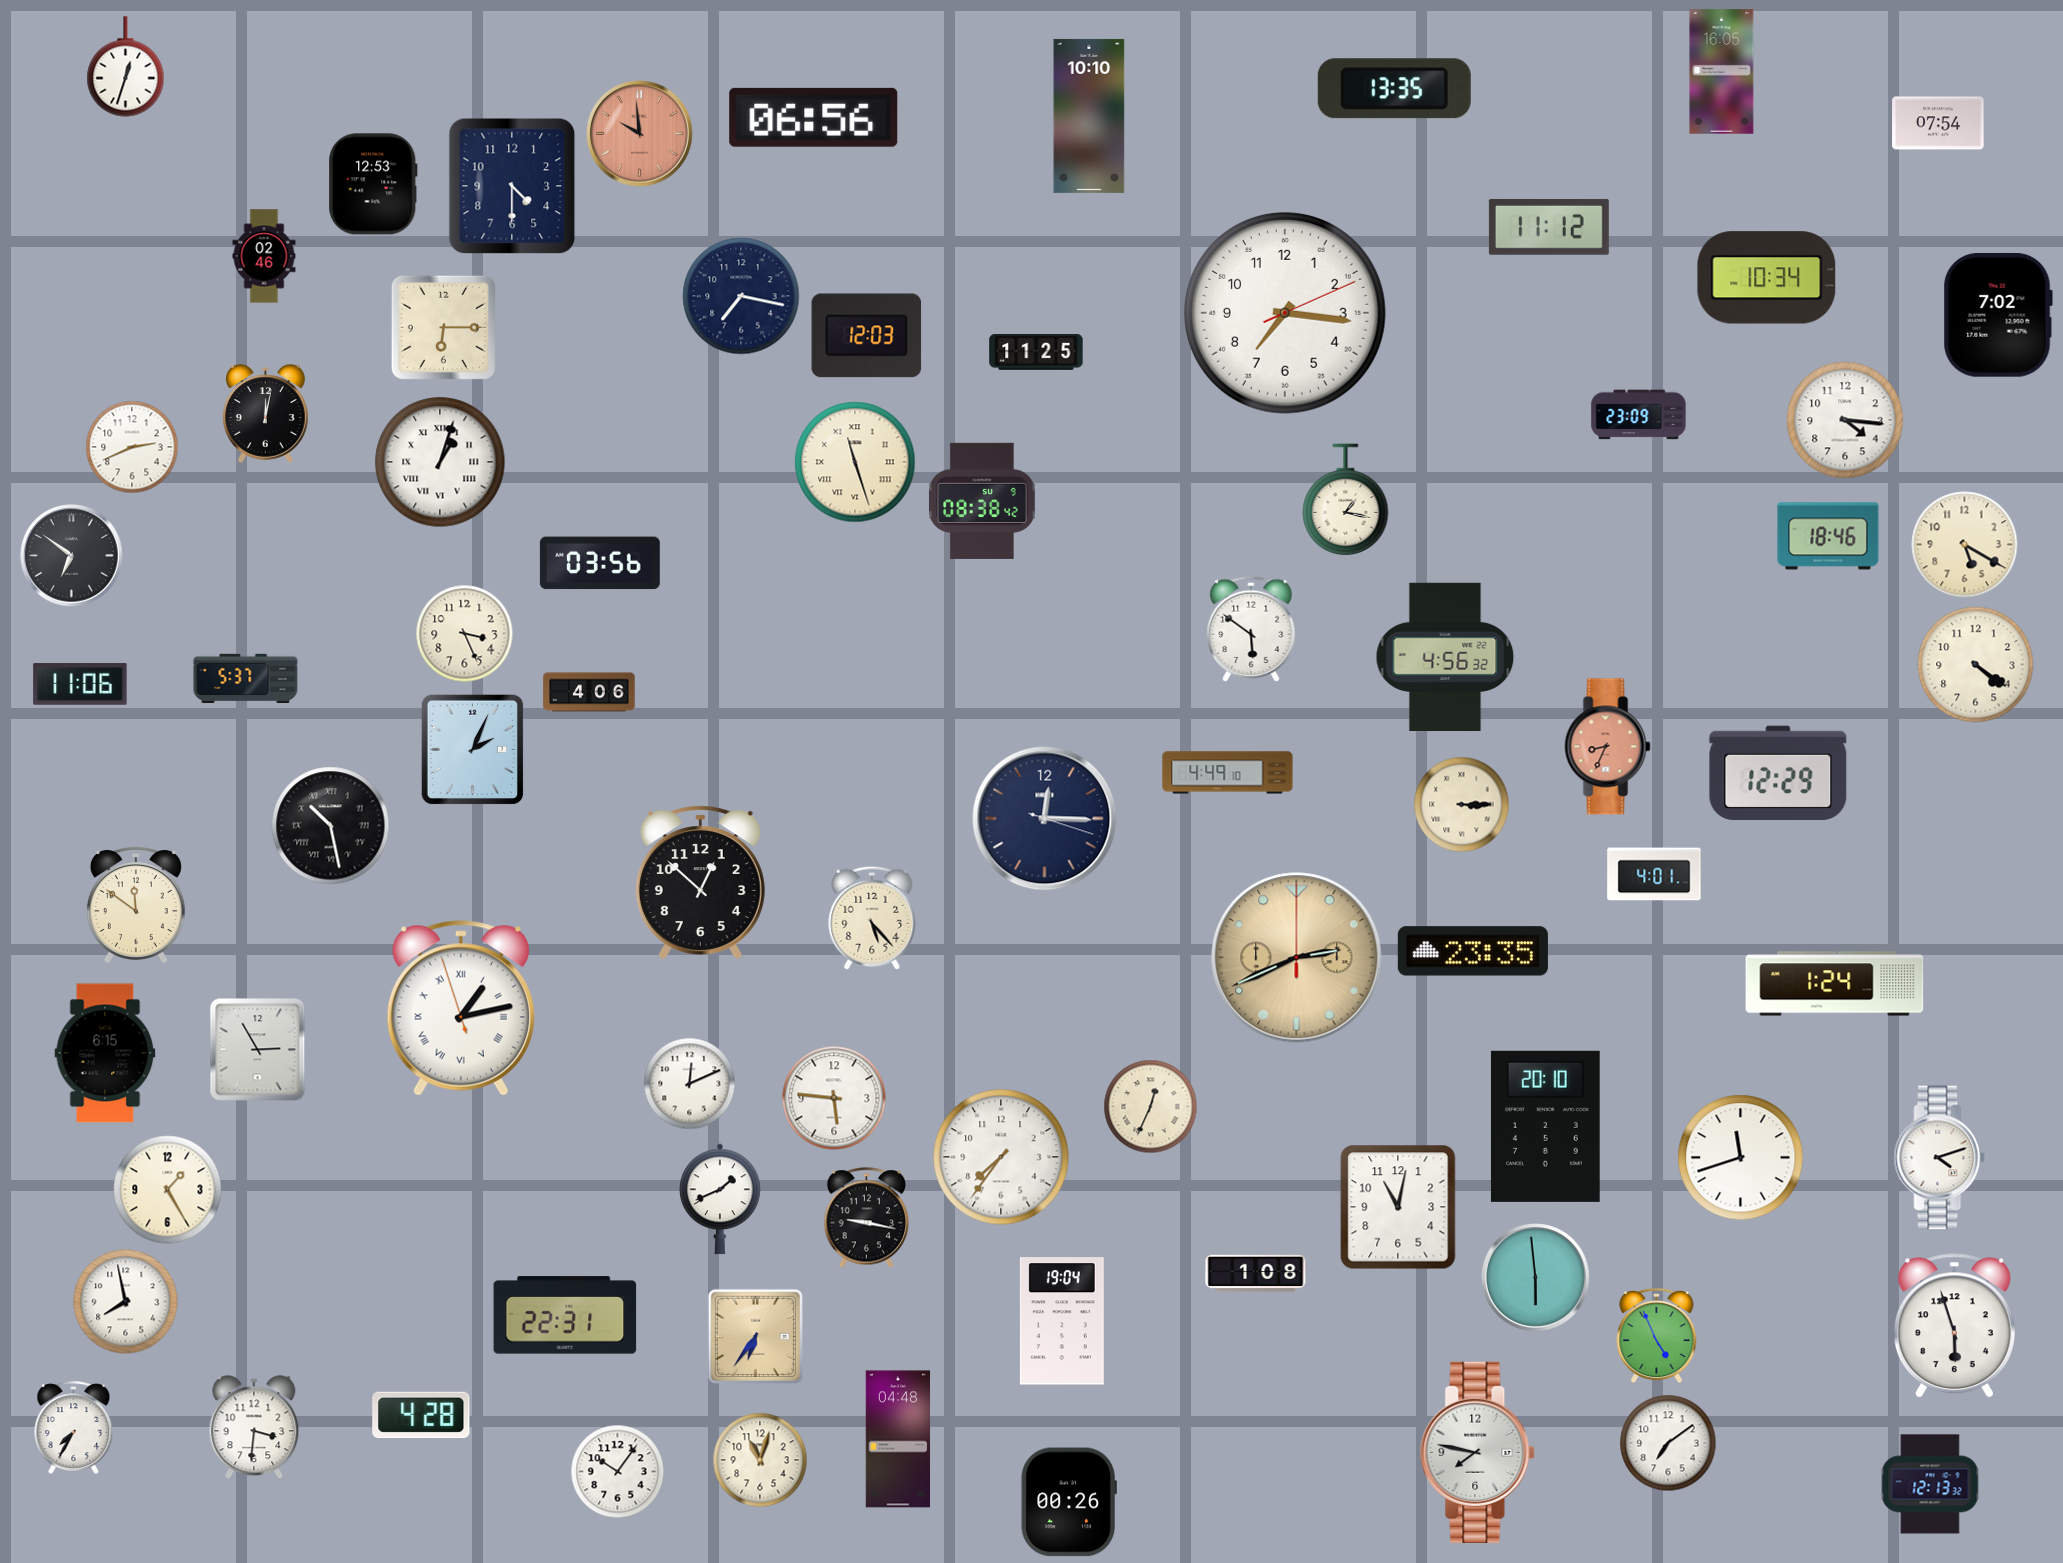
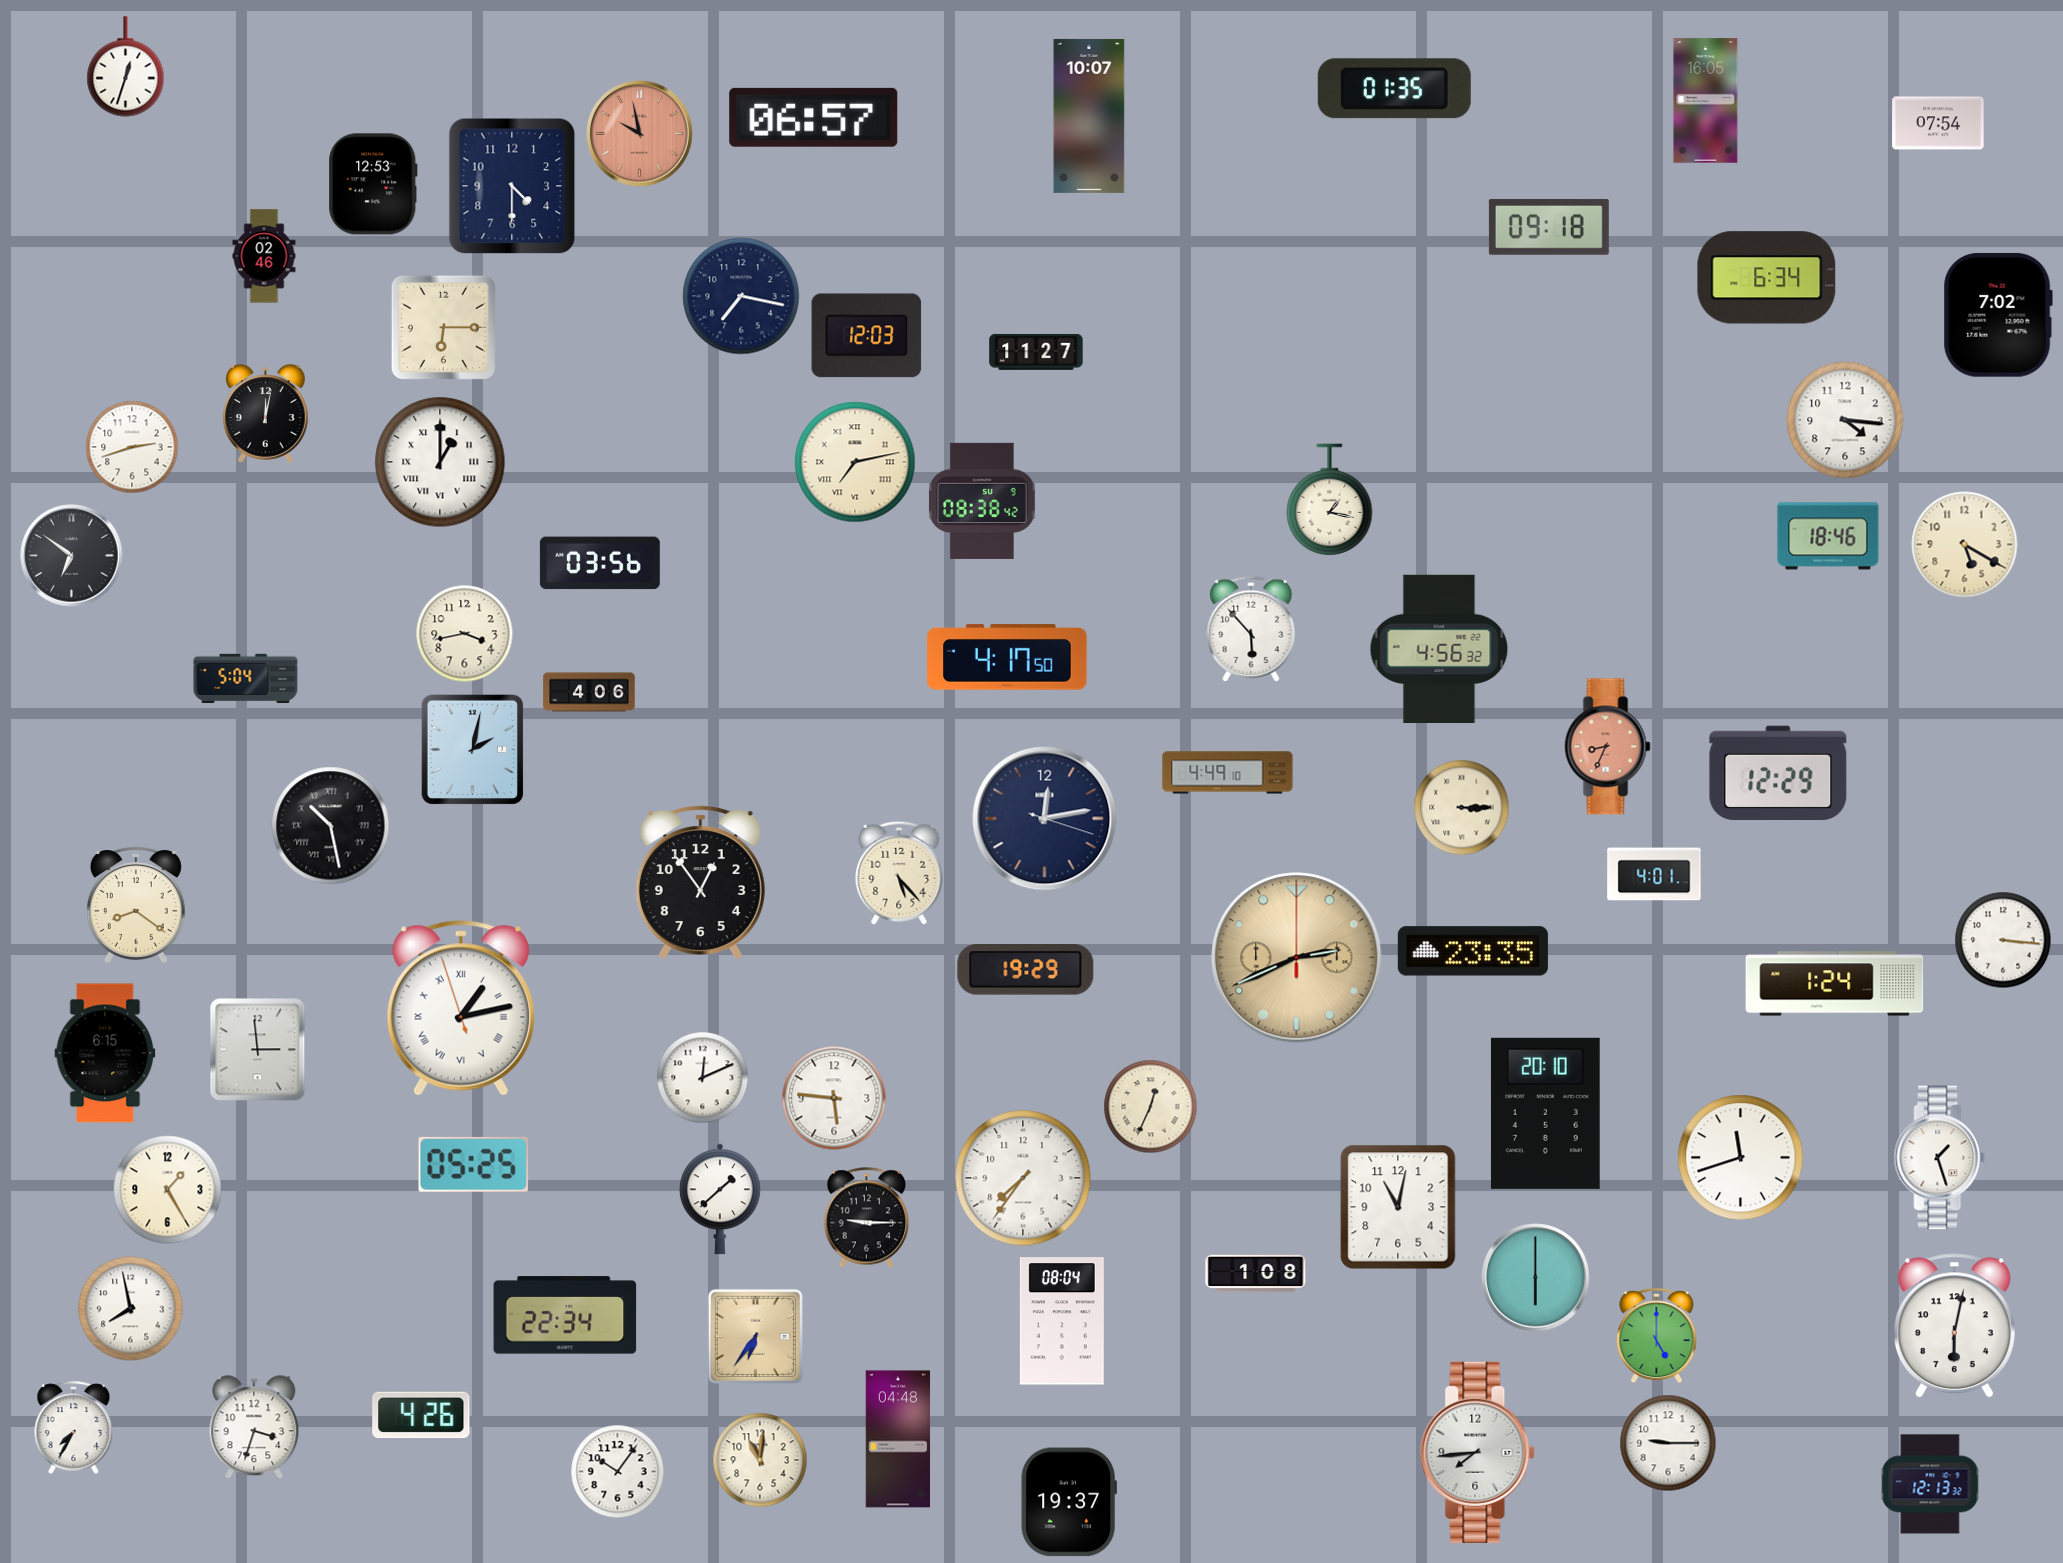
clock at (1722, 72) position: (1722, 72) -> (1706, 101)
clock at (1394, 89): 13:35 -> 01:35
clock at (1089, 116): 10:10 -> 10:07
clock at (814, 117): 06:56 -> 06:57
clock at (640, 134): 9:59 -> 9:58
clock at (1549, 227): 11:12 -> 09:18
clock at (1767, 278): 10:34 -> 6:34
clock at (1285, 313): 7:16 -> none
clock at (1036, 352): 11:25 -> 11:27
clock at (1639, 415): 23:09 -> none
clock at (132, 447): 2:41 -> 2:42
clock at (440, 462): 1:03 -> 1:00
clock at (855, 462): 11:27 -> 7:13
clock at (1346, 499) position: (1346, 499) -> (1330, 499)
clock at (1251, 629): 5:51 -> 5:53
clock at (465, 634): 3:26 -> 3:43
clock at (1445, 656) position: (1445, 656) -> (1439, 648)
clock at (1007, 657): none -> 4:17
clock at (1976, 665): 4:21 -> none
clock at (246, 679): 5:37 -> 5:04
clock at (80, 684): 11:06 -> none
clock at (473, 750): 2:04 -> 2:02
clock at (1462, 805) position: (1462, 805) -> (1462, 808)
clock at (1045, 819): 12:15 -> 12:13
clock at (700, 882): 12:52 -> 12:54
clock at (136, 905): 11:51 -> 8:21
clock at (872, 918) position: (872, 918) -> (899, 873)
clock at (2003, 940): none -> 3:16
clock at (1026, 970): none -> 19:29
clock at (258, 1050): 2:55 -> 2:59
clock at (690, 1084) position: (690, 1084) -> (703, 1078)
clock at (1545, 1126) position: (1545, 1126) -> (1545, 1113)
clock at (1001, 1157) position: (1001, 1157) -> (1023, 1178)
clock at (1940, 1158): 4:12 -> 1:27
clock at (474, 1164): none -> 05:25
clock at (720, 1199): 1:41 -> 1:38
clock at (867, 1218): 9:17 -> 9:15
clock at (1536, 1278): 5:59 -> 6:00
clock at (126, 1302) position: (126, 1302) -> (131, 1309)
clock at (565, 1315): 22:31 -> 22:34
clock at (1062, 1321): 19:04 -> 08:04
clock at (1954, 1326): 5:57 -> 6:02
clock at (1657, 1336): 4:56 -> 5:00
clock at (421, 1415): 4:28 -> 4:26
clock at (254, 1428): 3:31 -> 3:33
clock at (1668, 1443): 7:09 -> 9:15
clock at (1478, 1452): 7:47 -> 7:44
clock at (760, 1460): 11:03 -> 11:01
clock at (1069, 1502): 00:26 -> 19:37
